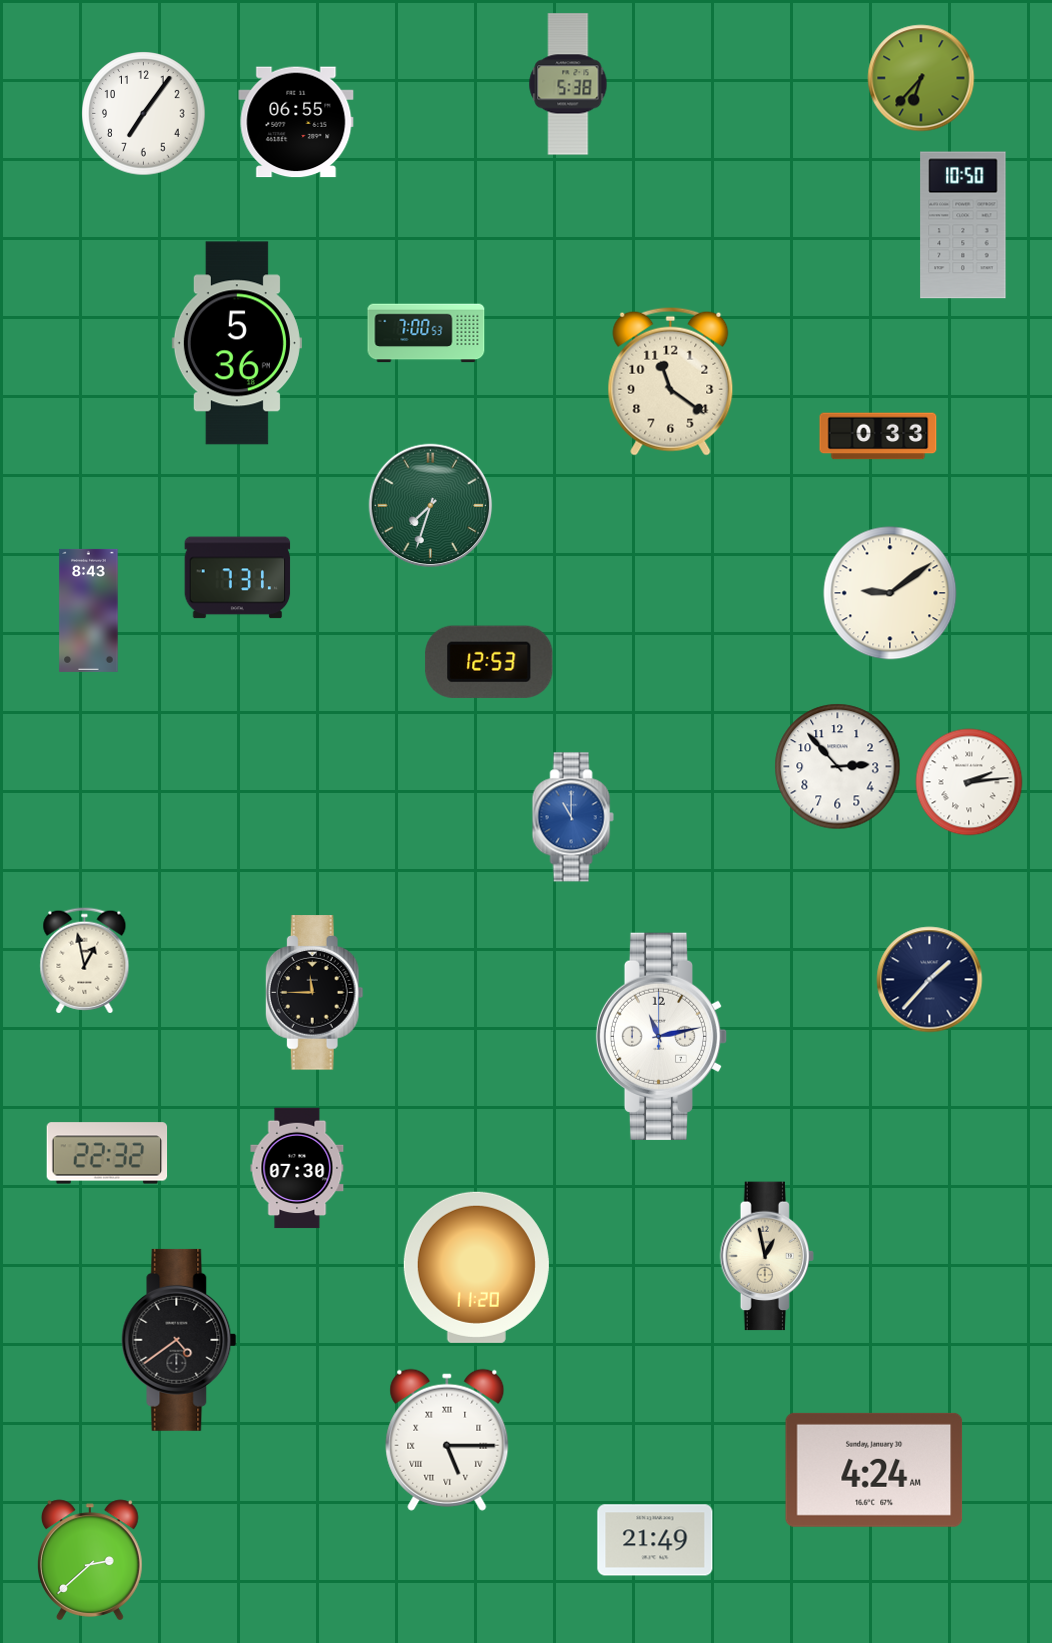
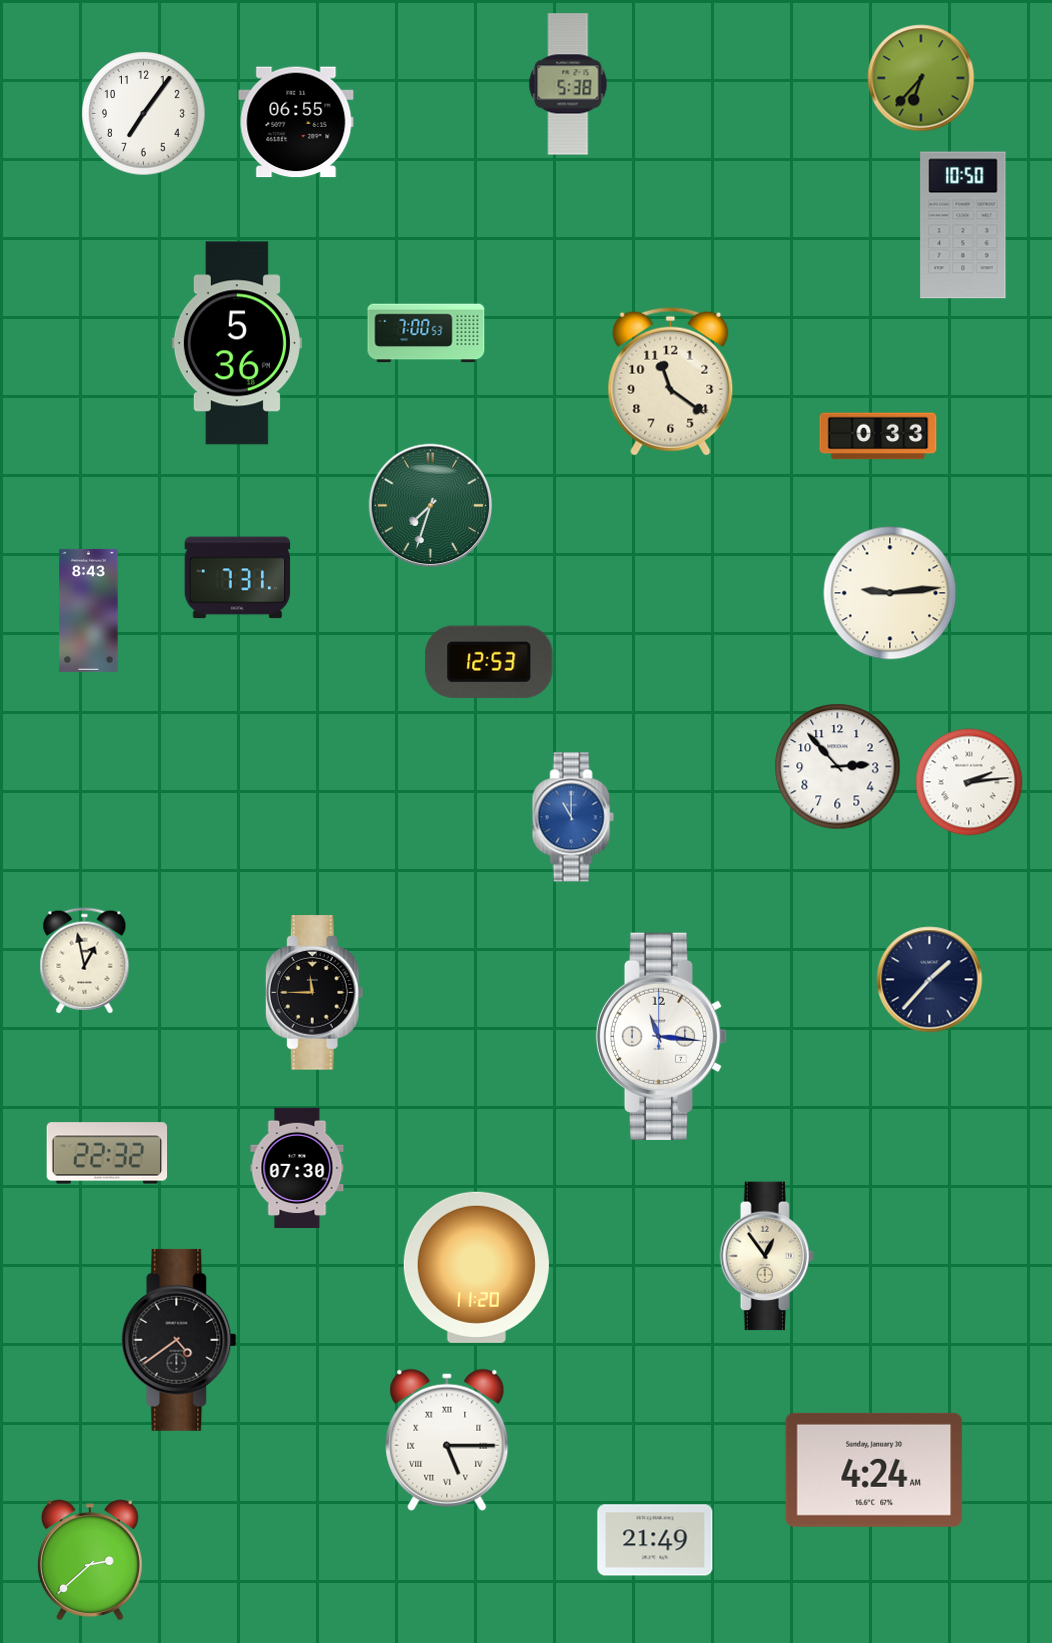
clock at (890, 593): 9:09 -> 9:14
clock at (662, 1036): 11:13 -> 11:16
clock at (767, 1256): 12:58 -> 12:54
